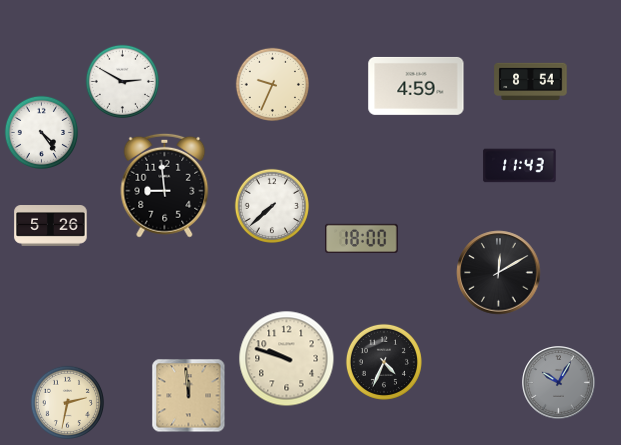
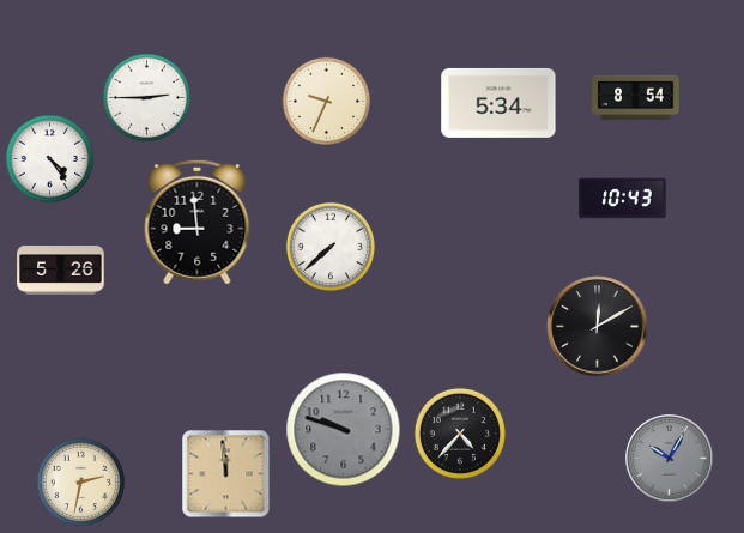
clock at (122, 81): 2:50 -> 2:45
clock at (416, 86): 4:59 -> 5:34
clock at (520, 166): 11:43 -> 10:43
clock at (272, 206) position: (272, 206) -> (331, 247)
clock at (362, 238): 18:00 -> none
clock at (287, 359) dial: cream -> grey
clock at (384, 362): 4:34 -> 4:37
